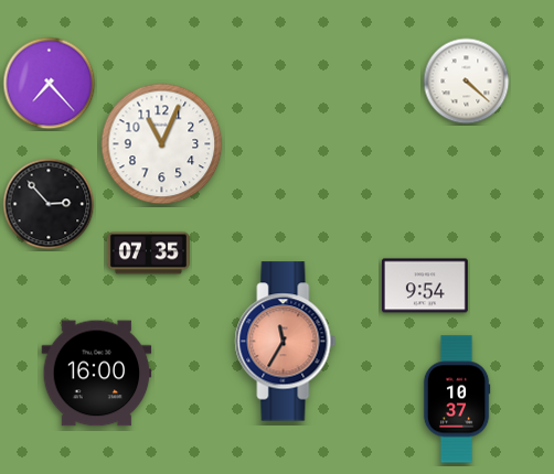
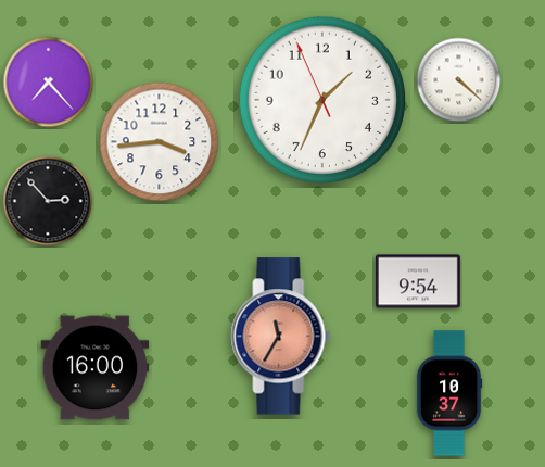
clock at (322, 100): none -> 1:33
clock at (162, 144): 11:04 -> 3:44
clock at (148, 254): 07:35 -> none
